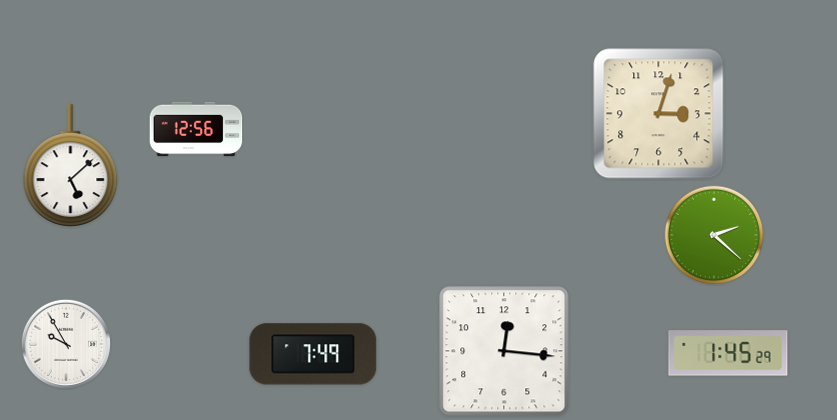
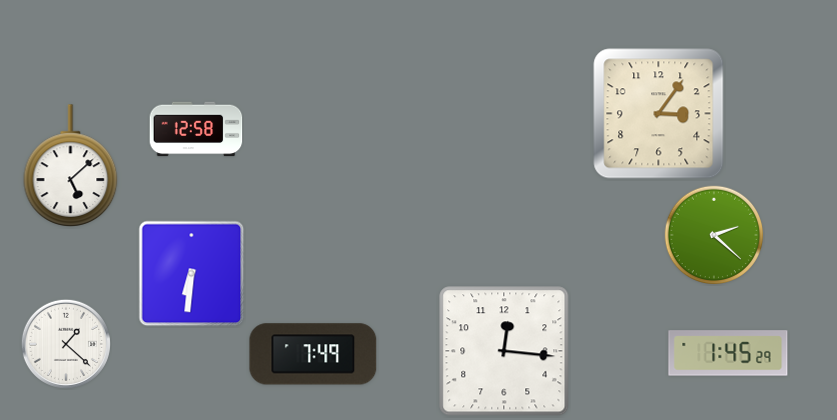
clock at (659, 114): 3:03 -> 3:06
clock at (196, 129): 12:56 -> 12:58
clock at (192, 274): none -> 6:31
clock at (66, 344): 9:55 -> 1:22
